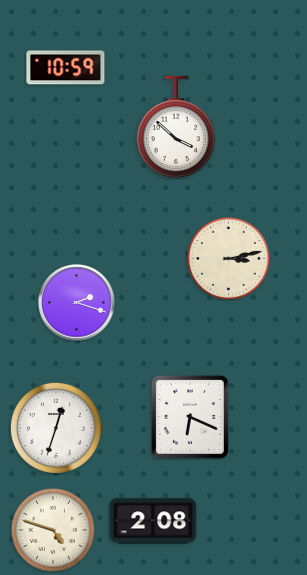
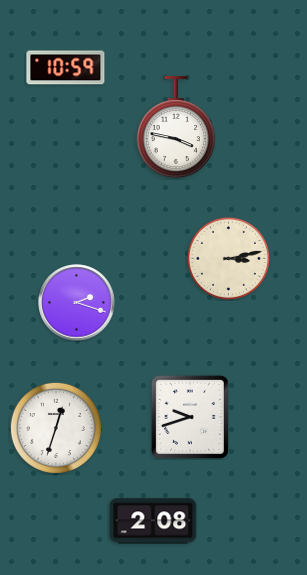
clock at (176, 127): 3:52 -> 3:47
clock at (190, 417): 6:19 -> 9:42
clock at (53, 530): 4:48 -> none
